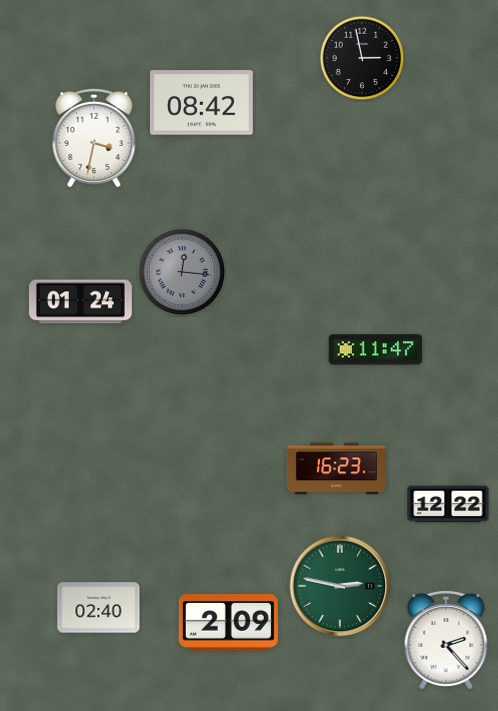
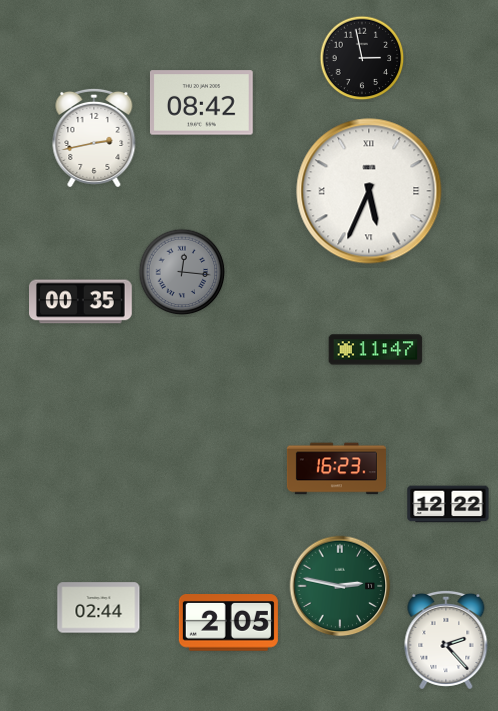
clock at (94, 138): 3:32 -> 2:43
clock at (369, 191): none -> 5:34
clock at (81, 302): 01:24 -> 00:35
clock at (99, 608): 02:40 -> 02:44
clock at (228, 623): 2:09 -> 2:05
